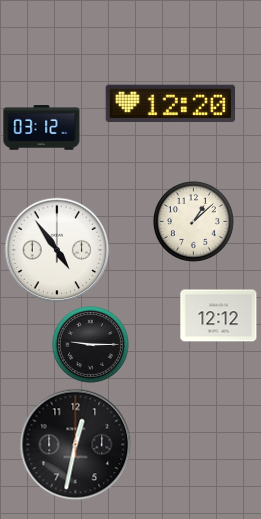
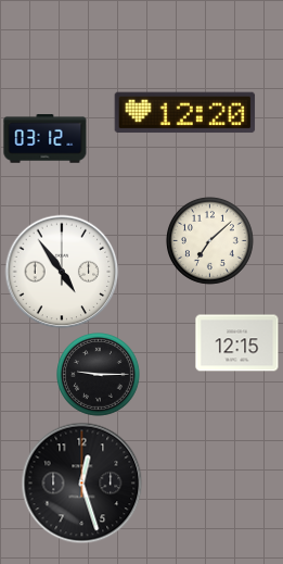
clock at (193, 221): 1:08 -> 7:08
clock at (219, 316): 12:12 -> 12:15
clock at (76, 445): 12:32 -> 12:27
